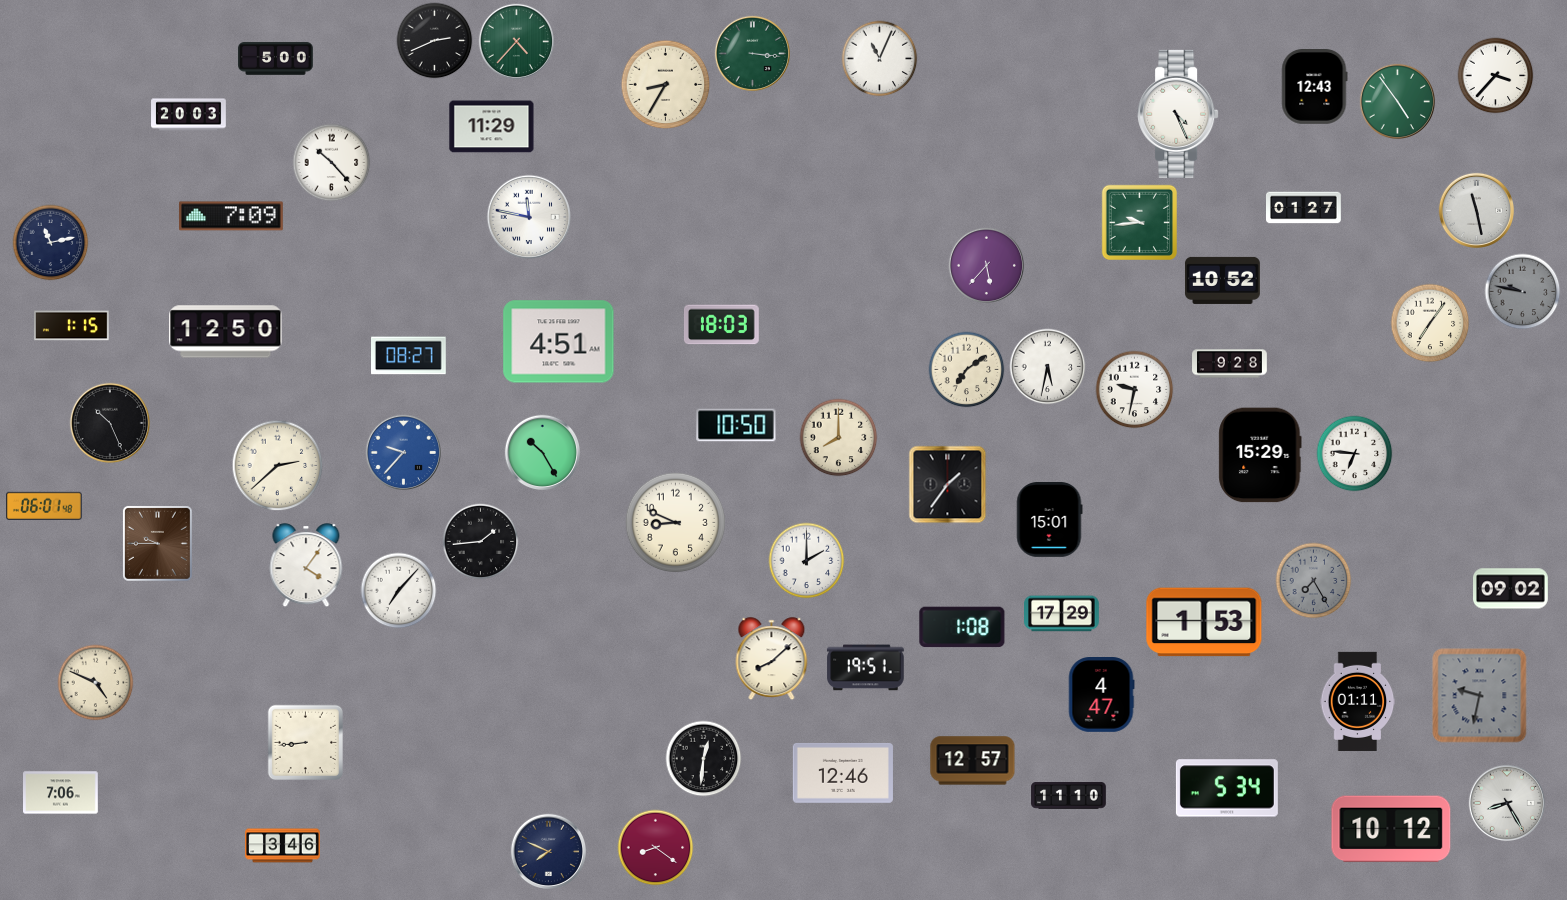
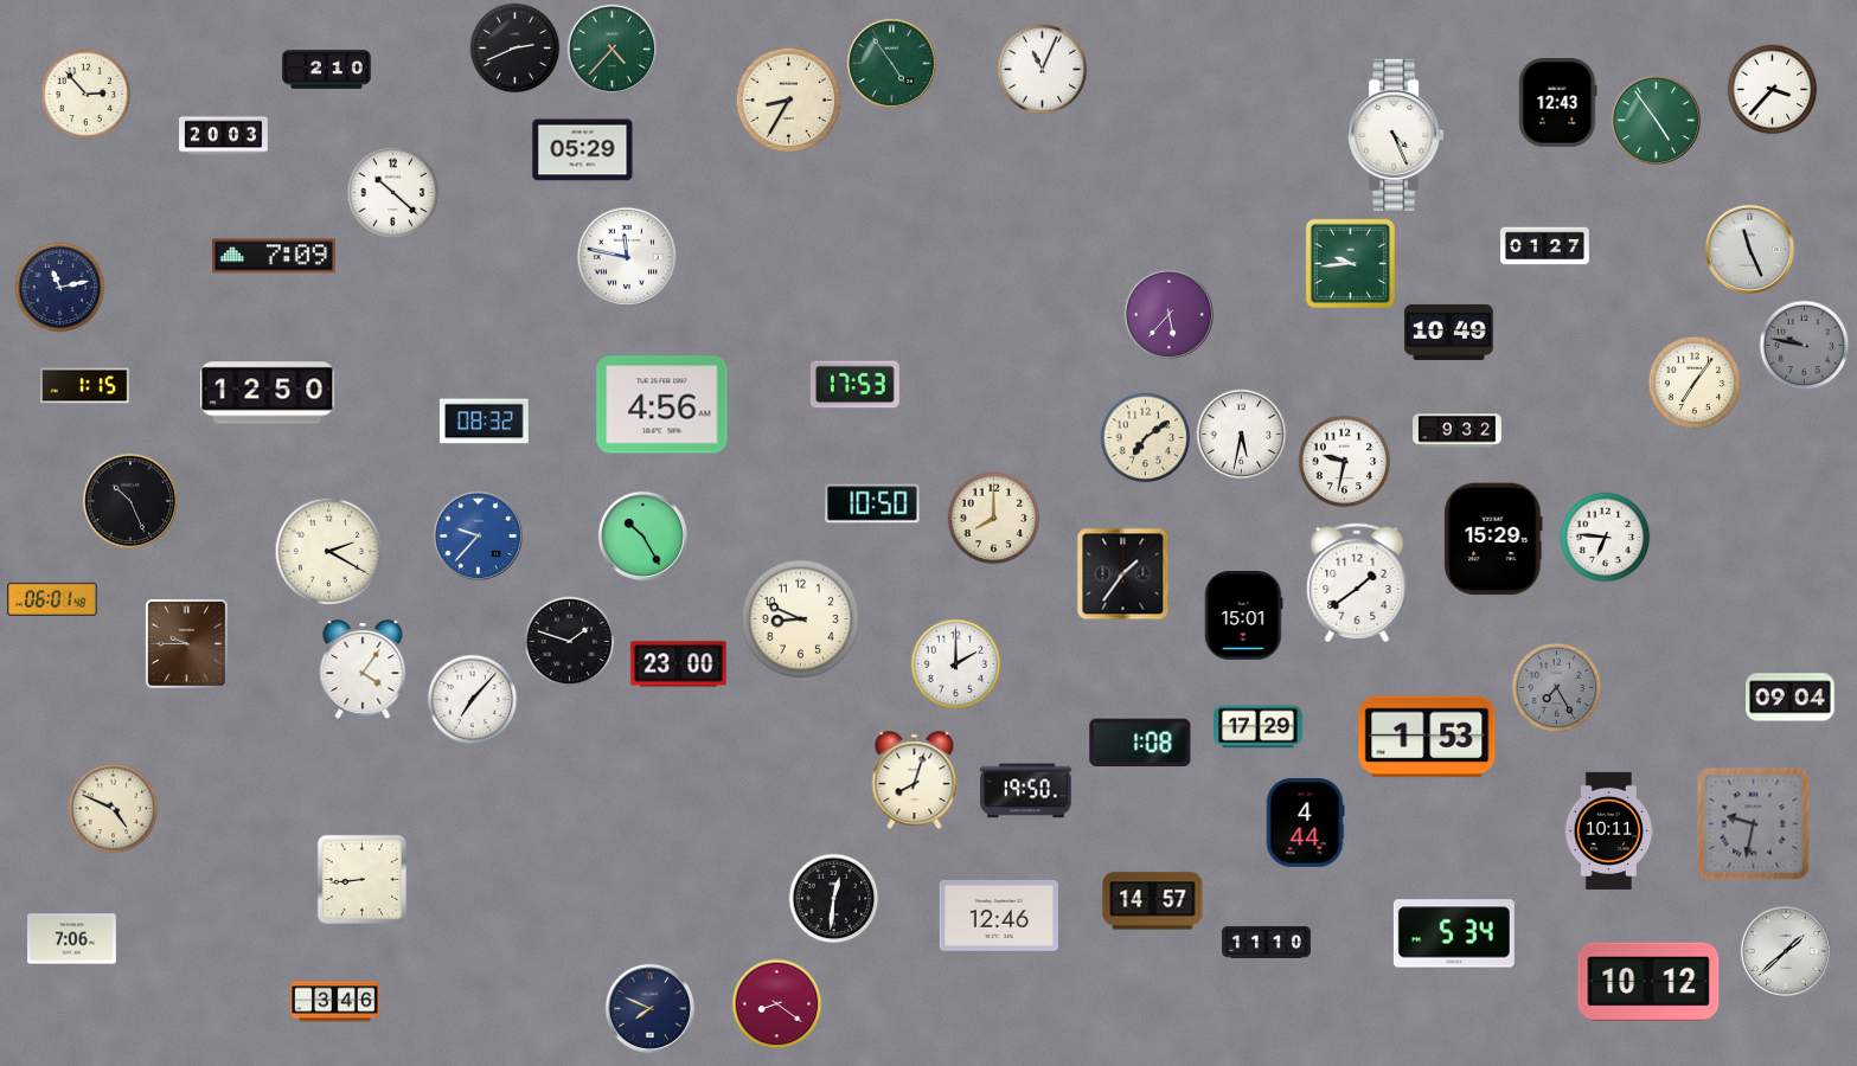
clock at (752, 53): 3:16 -> 4:54
clock at (276, 59): 5:00 -> 2:10
clock at (87, 95): none -> 2:53
clock at (492, 127): 11:29 -> 05:29
clock at (332, 163): 10:23 -> 10:22
clock at (1476, 210): 11:28 -> 11:26
clock at (1223, 280): 10:52 -> 10:49
clock at (721, 325): 18:03 -> 17:53
clock at (559, 342): 4:51 -> 4:56
clock at (409, 356): 08:27 -> 08:32
clock at (1230, 364): 9:28 -> 9:32
clock at (278, 466): 2:38 -> 2:20
clock at (1357, 583): none -> 1:39
clock at (481, 542): 1:44 -> 1:48
clock at (679, 664): none -> 23:00
clock at (1511, 589): 09:02 -> 09:04
clock at (772, 659): 8:08 -> 8:03
clock at (866, 668): 19:51 -> 19:50
clock at (1101, 695): 4:47 -> 4:44
clock at (1358, 701): 01:11 -> 10:11
clock at (973, 761): 12:57 -> 14:57
clock at (1506, 802): 8:25 -> 1:38
